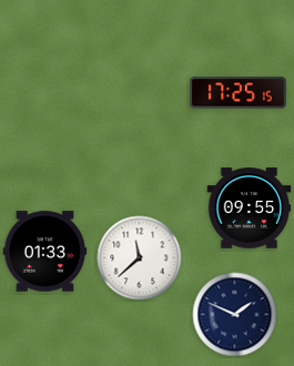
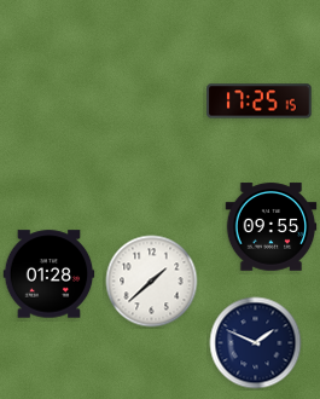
clock at (45, 252): 01:33 -> 01:28
clock at (140, 258): 11:38 -> 1:38
